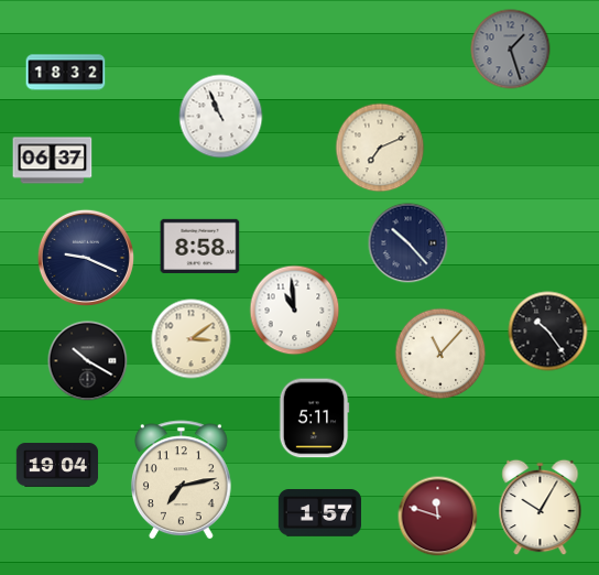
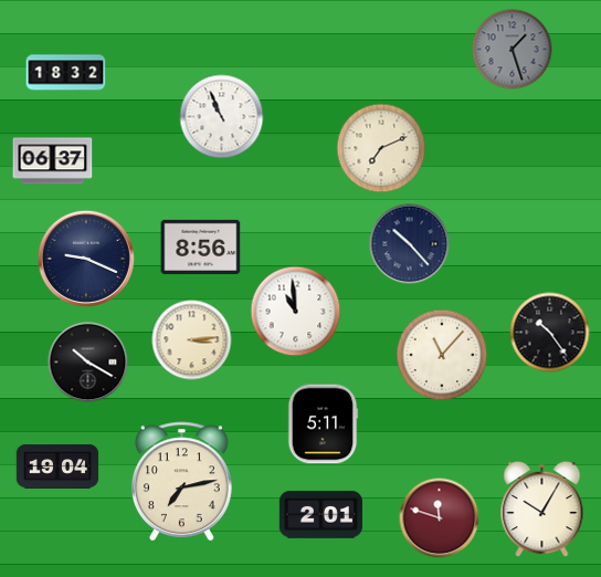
clock at (200, 246): 8:58 -> 8:56
clock at (192, 339): 3:09 -> 3:14
clock at (314, 419) position: (314, 419) -> (323, 424)
clock at (319, 513): 1:57 -> 2:01
